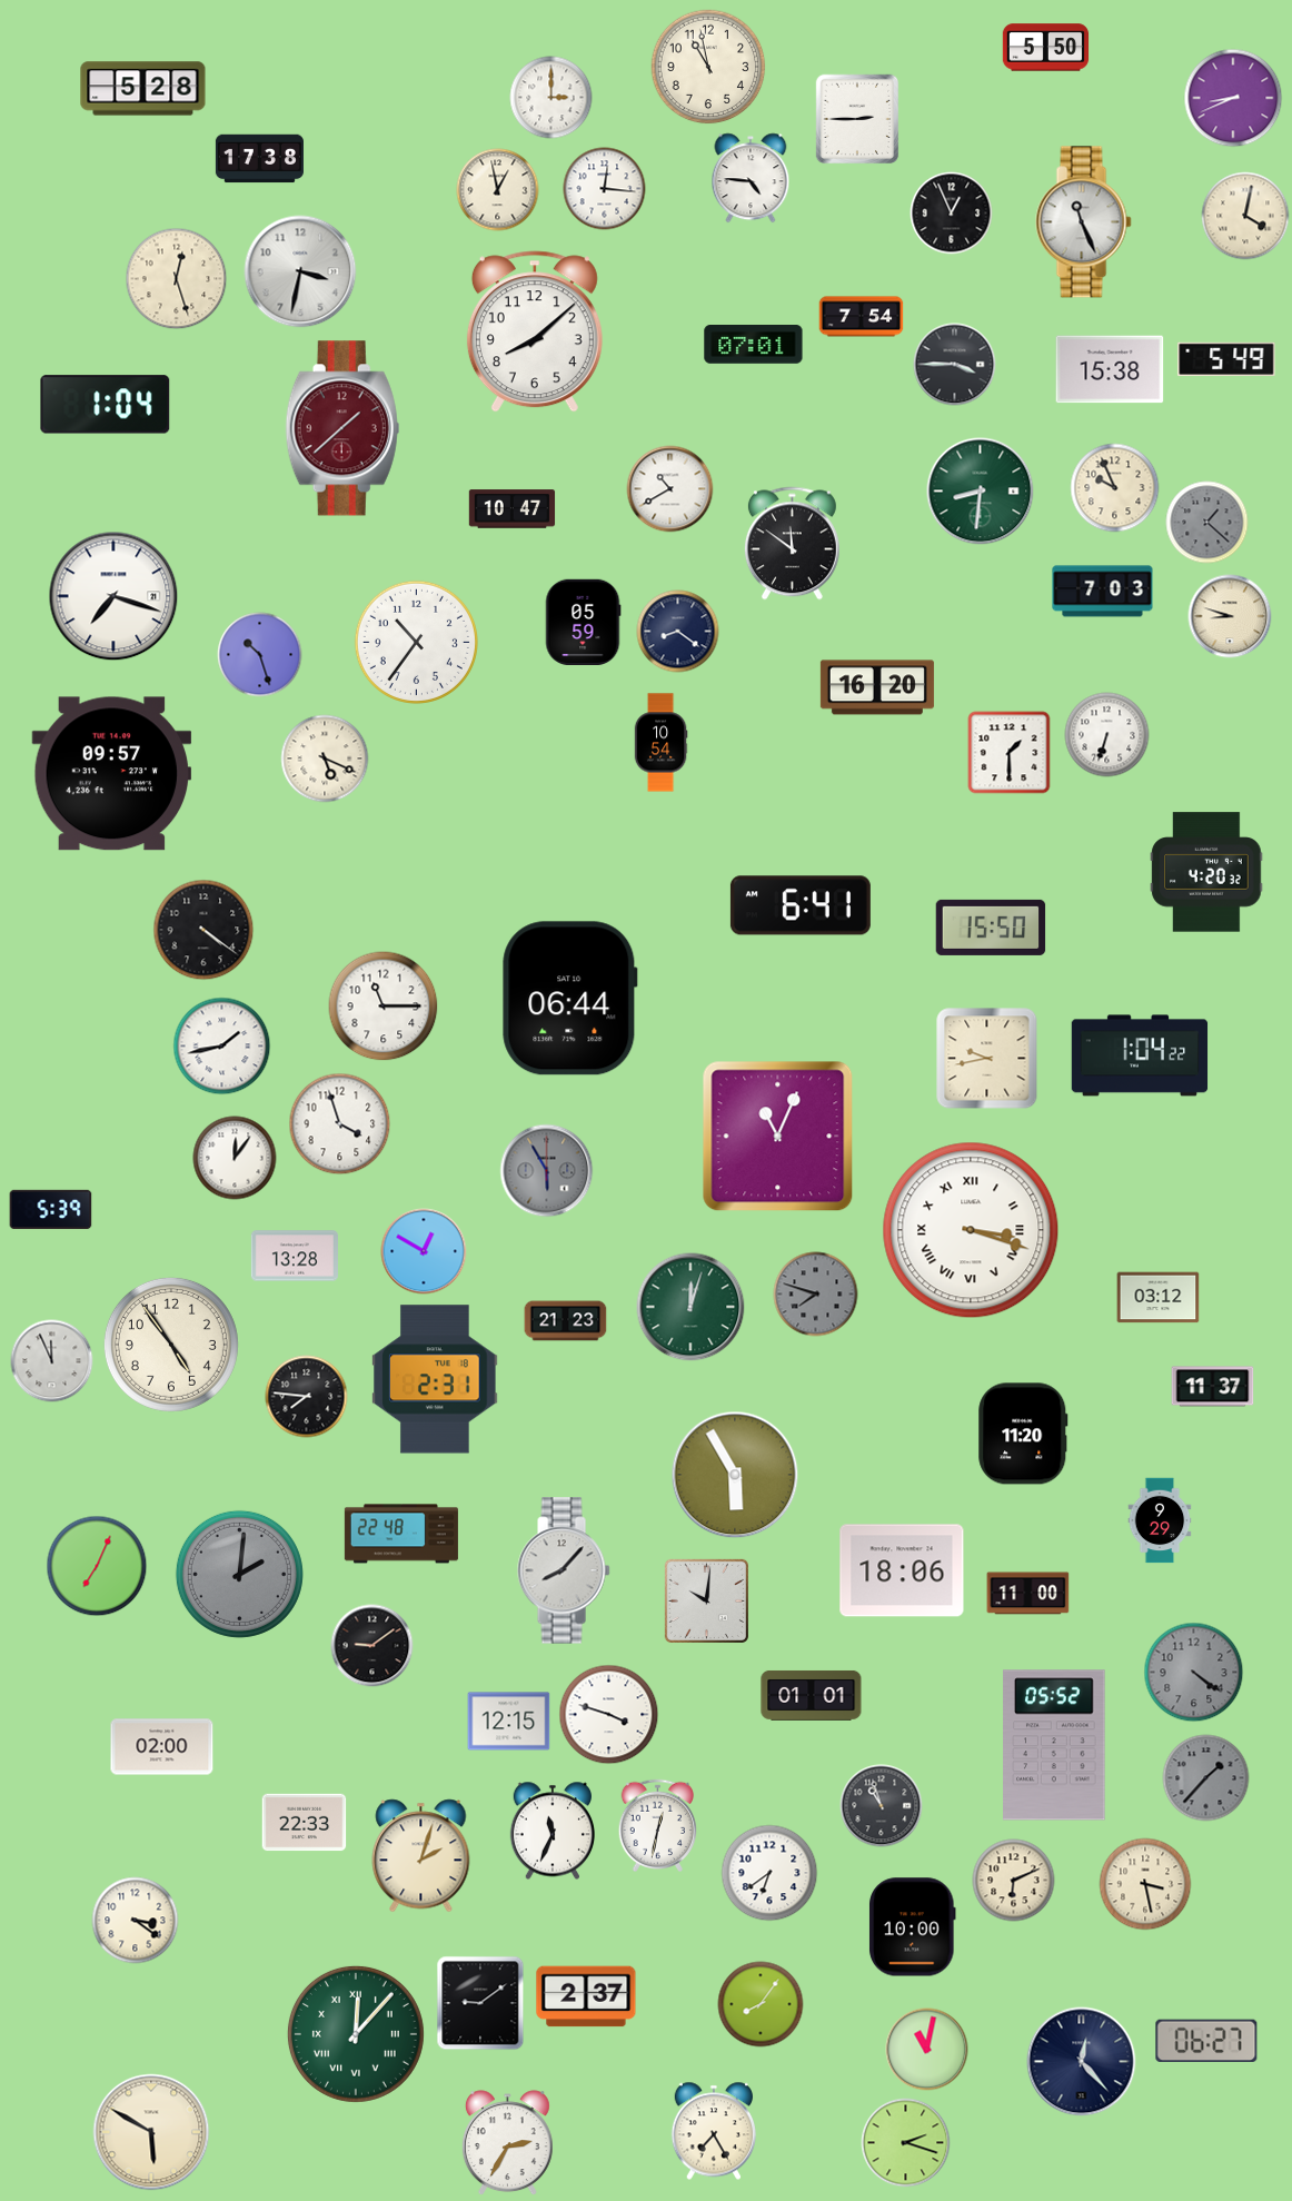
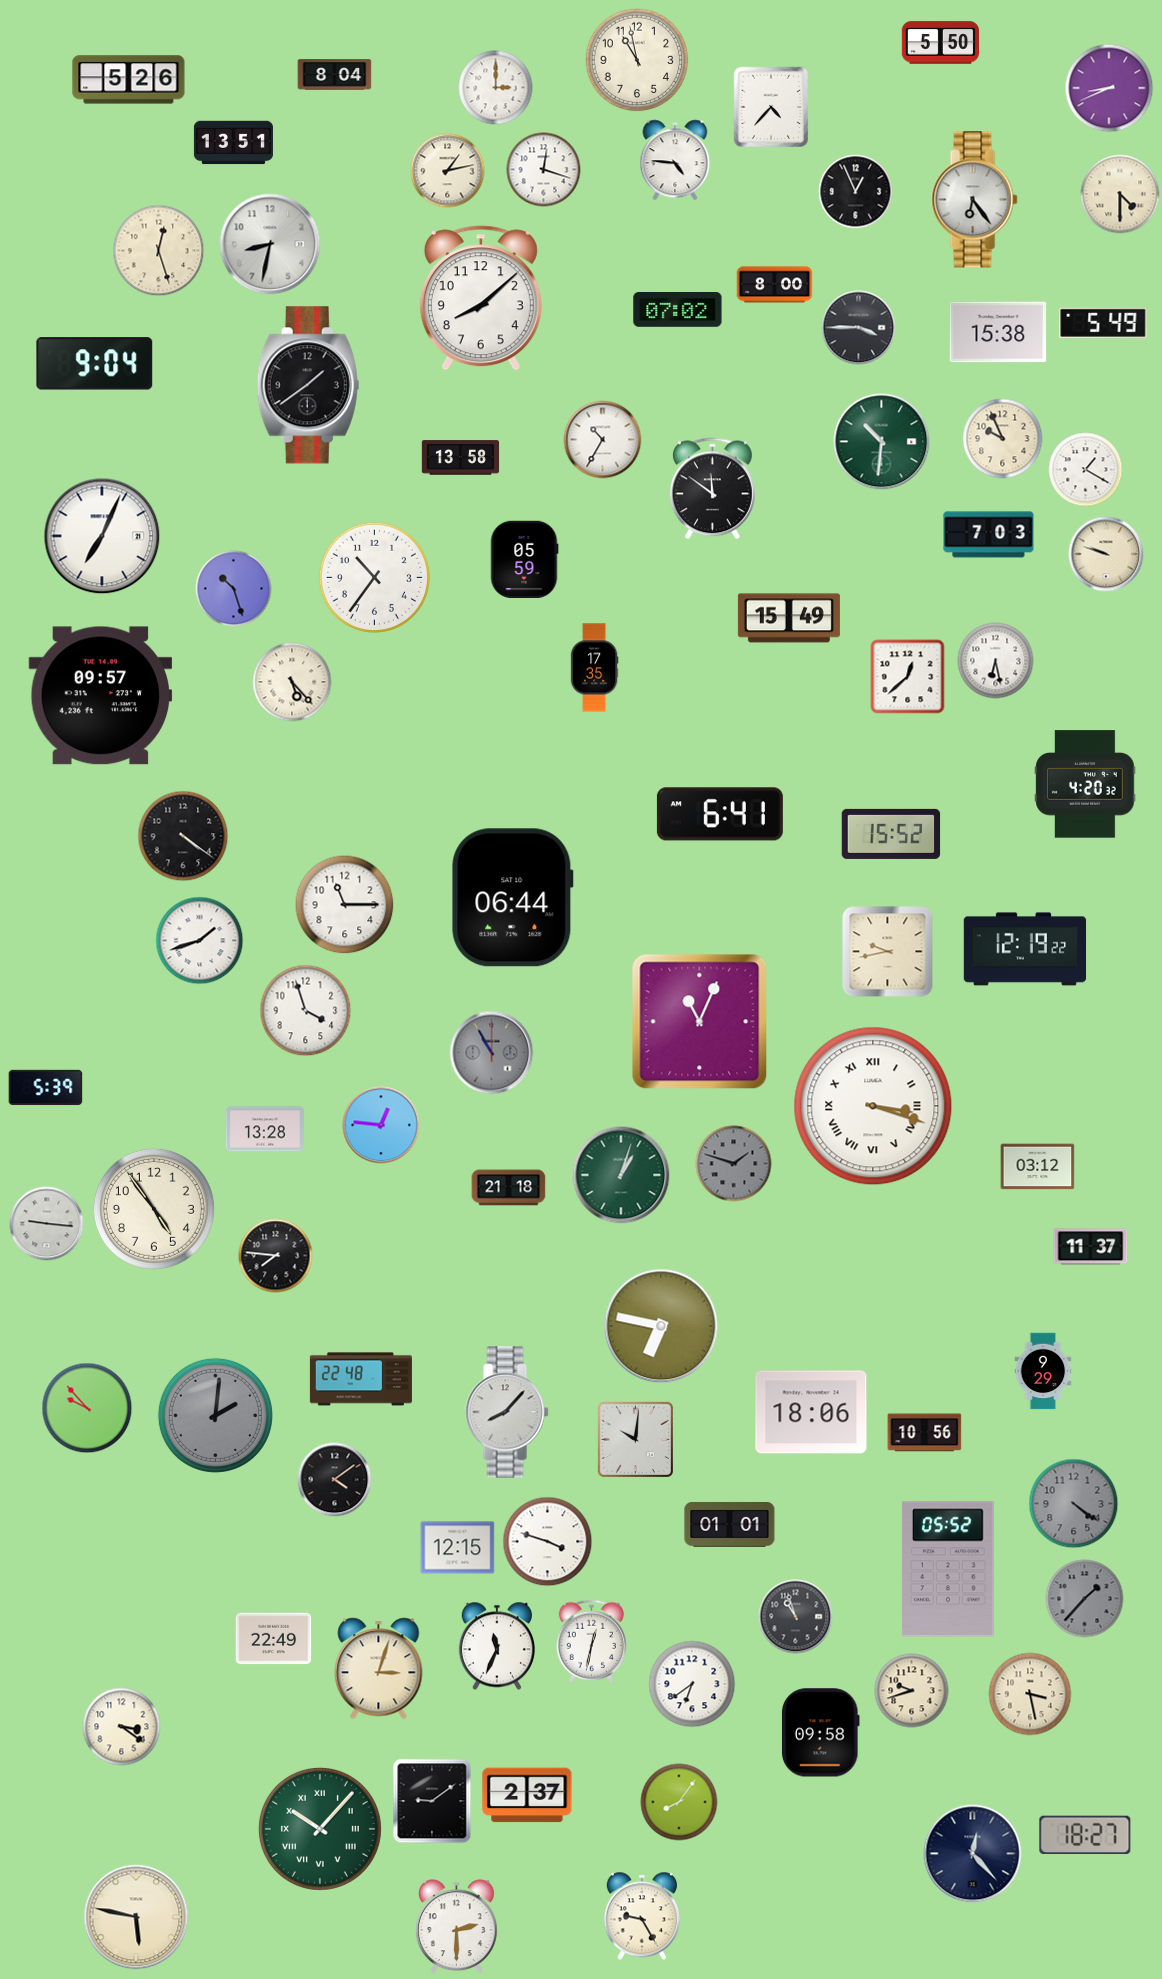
clock at (335, 75): none -> 8:04
clock at (143, 89): 5:28 -> 5:26
clock at (857, 119): 2:45 -> 4:37
clock at (259, 159): 17:38 -> 13:51
clock at (605, 189): 12:16 -> 12:18
clock at (498, 190): 12:58 -> 1:13
clock at (1245, 216): 4:02 -> 4:30
clock at (1084, 222): 11:26 -> 6:24
clock at (300, 271): 3:32 -> 8:32
clock at (862, 317): 7:54 -> 8:00
clock at (754, 345): 07:01 -> 07:02
clock at (106, 405): 1:04 -> 9:04
clock at (342, 428): 1:38 -> 1:39
clock at (342, 428) dial: burgundy -> black
clock at (670, 489): 10:40 -> 10:35
clock at (981, 492): 8:31 -> 10:31
clock at (513, 509): 10:47 -> 13:58
clock at (1207, 523): 1:22 -> 1:20
clock at (1207, 523) dial: grey -> white
clock at (1103, 592) position: (1103, 592) -> (989, 535)
clock at (113, 596): 7:18 -> 7:04
clock at (1230, 616): 8:48 -> 9:48
clock at (678, 632): 8:21 -> none
clock at (877, 687): 16:20 -> 15:49
clock at (1107, 735): 6:33 -> 6:28
clock at (660, 743): 10:54 -> 17:35
clock at (1010, 753): 1:30 -> 12:38
clock at (325, 759): 5:19 -> 5:23
clock at (991, 928): 15:50 -> 15:52
clock at (222, 1047): 1:43 -> 1:42
clock at (1140, 1055): 1:04 -> 12:19
clock at (235, 1158): 12:06 -> none
clock at (547, 1171): 5:55 -> 10:55
clock at (424, 1251): 12:50 -> 12:46
clock at (816, 1295): 7:48 -> 1:48
clock at (1159, 1298) position: (1159, 1298) -> (1038, 1167)
clock at (690, 1307): 12:03 -> 1:03
clock at (566, 1321): 21:23 -> 21:18
clock at (52, 1361): 11:56 -> 9:16
clock at (435, 1379): 2:31 -> none
clock at (1023, 1434): 11:20 -> none
clock at (735, 1475): 5:55 -> 6:47
clock at (1160, 1520) position: (1160, 1520) -> (1043, 1371)
clock at (97, 1566): 7:04 -> 9:53
clock at (1028, 1594): 11:00 -> 10:56
clock at (372, 1646): 9:09 -> 4:09
clock at (162, 1747): 02:00 -> none
clock at (882, 1806) position: (882, 1806) -> (796, 1617)
clock at (305, 1823): 22:33 -> 22:49
clock at (421, 1856): 2:03 -> 3:03
clock at (1014, 1881): 6:11 -> 9:42
clock at (913, 1927): 10:00 -> 09:58
clock at (761, 2004) position: (761, 2004) -> (679, 1802)
clock at (356, 2034): 12:07 -> 10:07
clock at (1206, 2041): 06:27 -> 18:27
clock at (927, 2050): 11:02 -> none
clock at (713, 2131): 7:25 -> 9:25
clock at (151, 2132): 5:50 -> 5:47
clock at (507, 2143): 2:35 -> 2:30
clock at (906, 2143): 2:18 -> none
